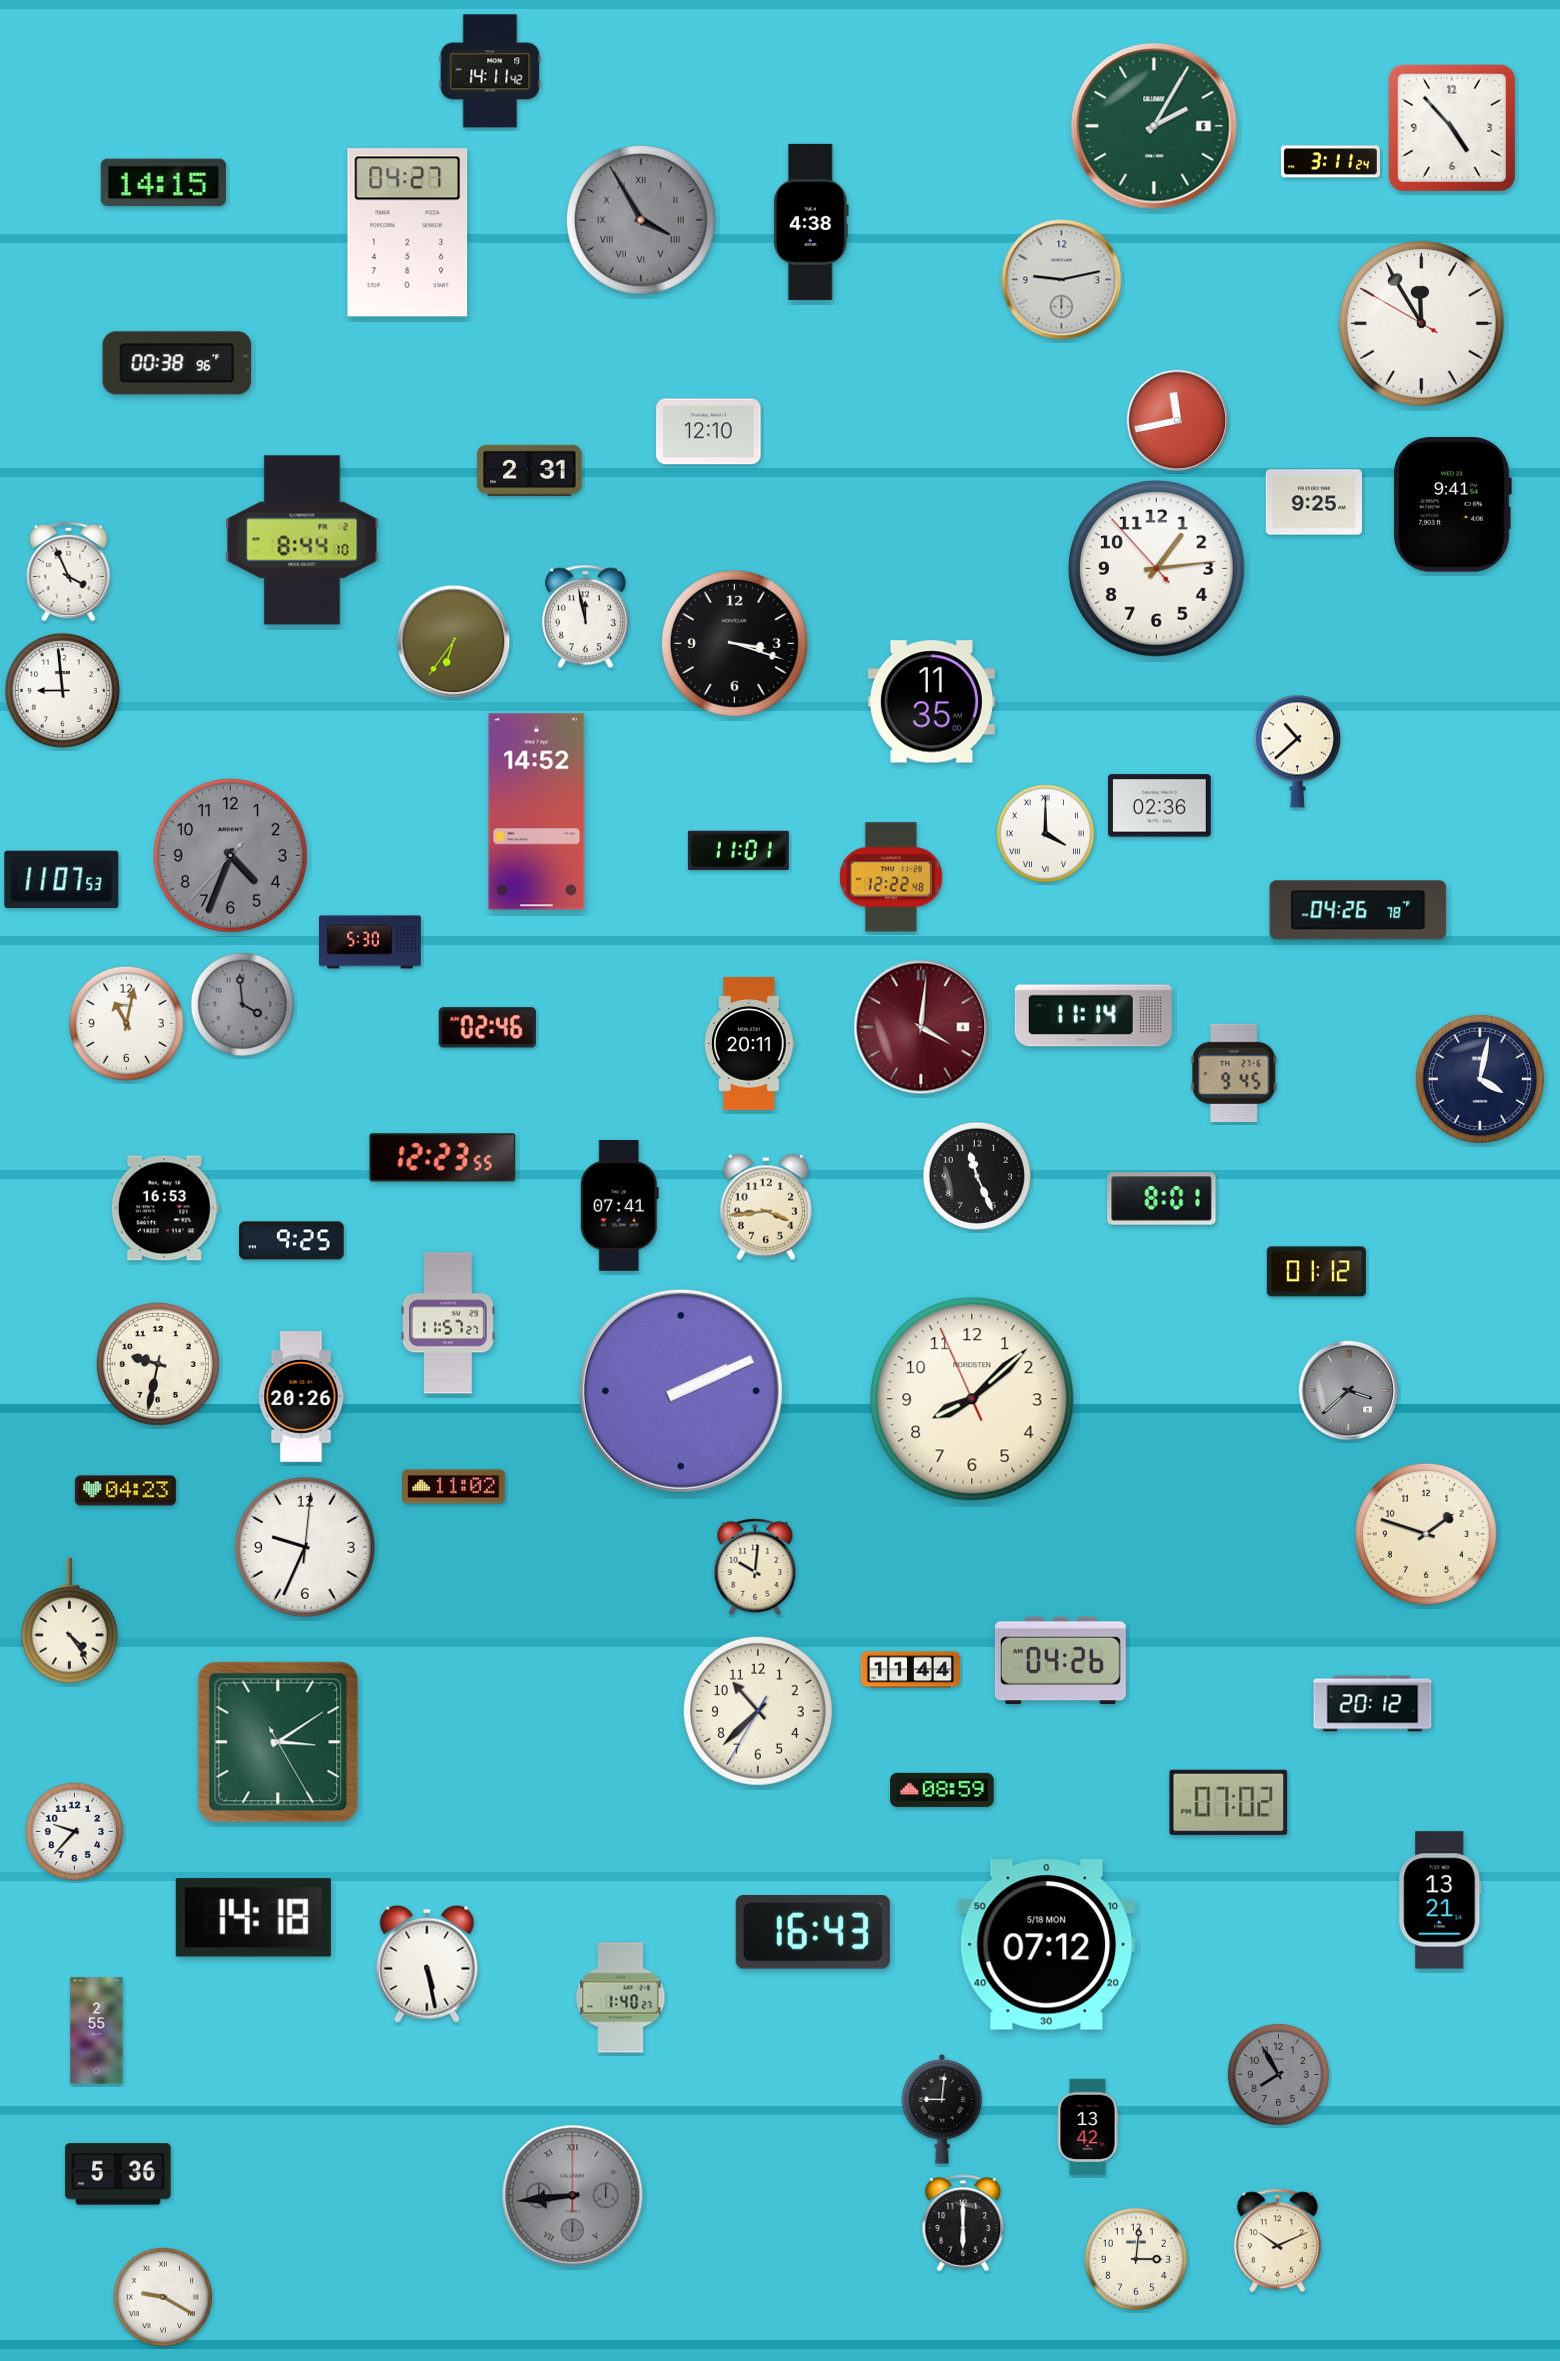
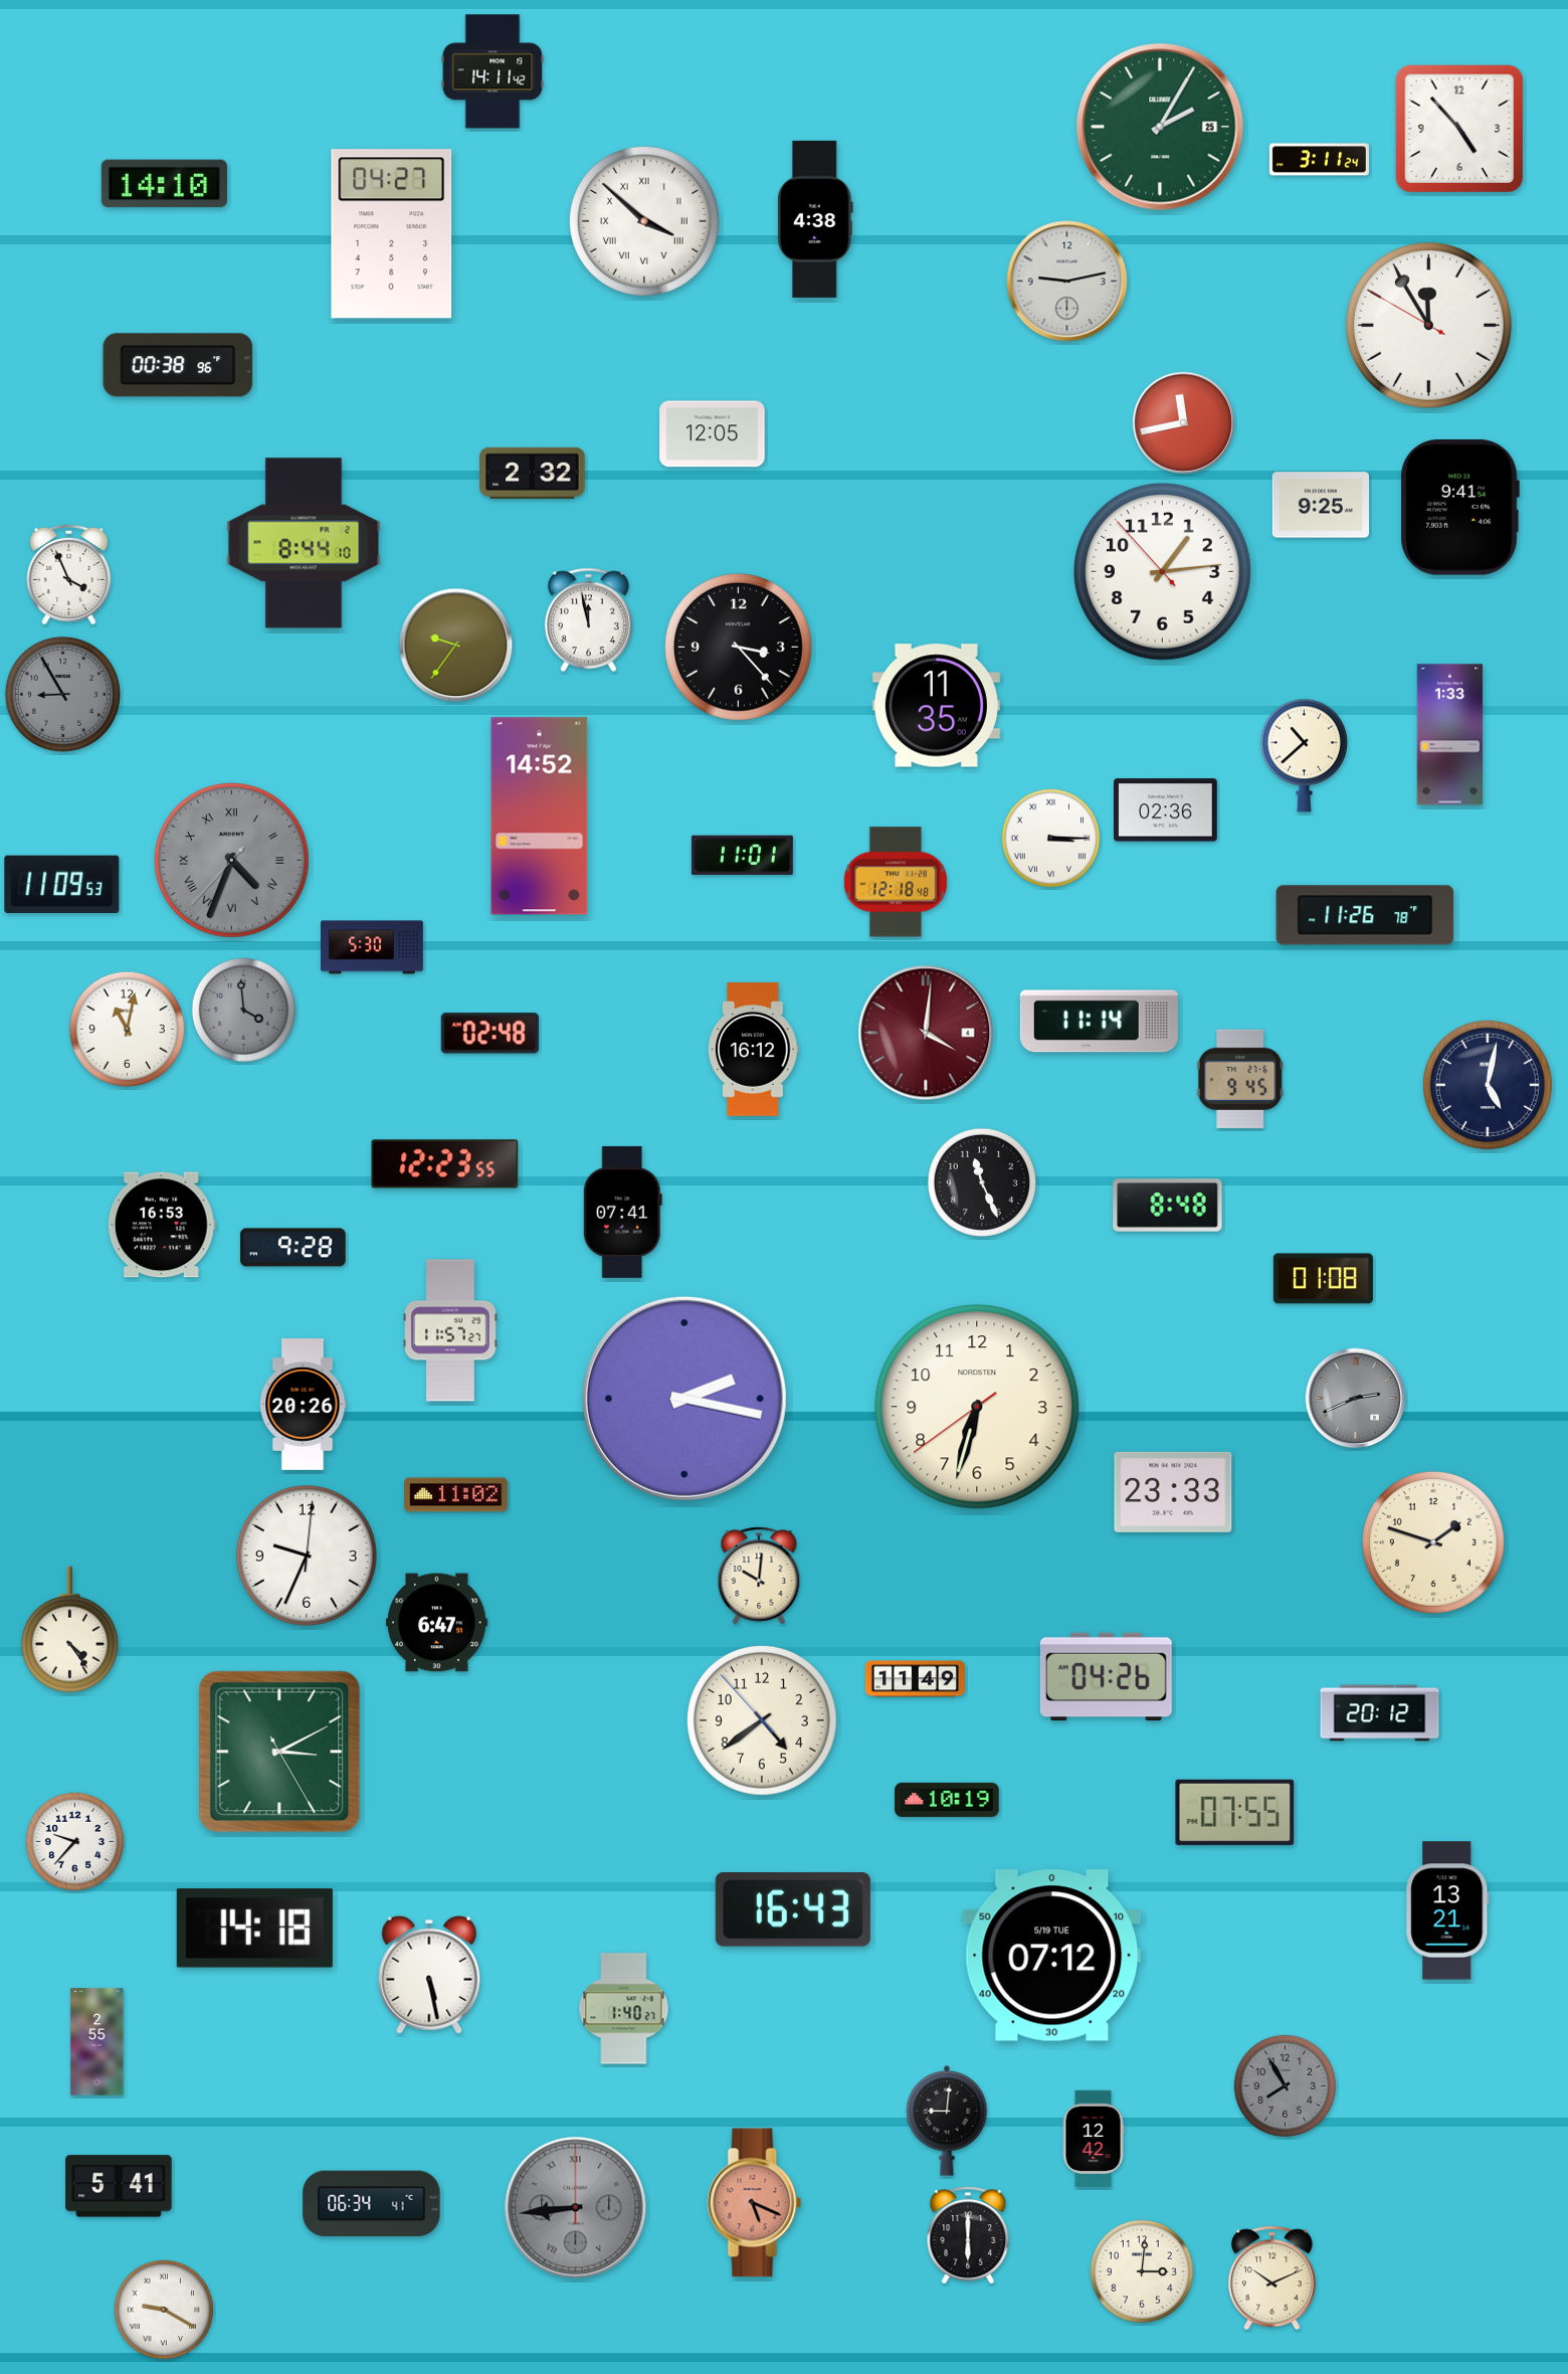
clock at (1154, 126) date: 6 -> 25
clock at (1330, 162) position: (1330, 162) -> (1319, 160)
clock at (163, 183): 14:15 -> 14:10
clock at (641, 220): 3:55 -> 3:52
clock at (641, 220) dial: grey -> white
clock at (811, 222) position: (811, 222) -> (815, 219)
clock at (408, 233) position: (408, 233) -> (392, 234)
clock at (709, 432): 12:10 -> 12:05
clock at (530, 470): 2:31 -> 2:32
clock at (454, 642): 6:36 -> 9:36
clock at (734, 643): 3:18 -> 3:23
clock at (62, 690): 8:59 -> 8:55
clock at (62, 690) dial: white -> grey
clock at (1450, 735): none -> 1:33
clock at (1045, 833): 4:00 -> 3:15
clock at (230, 855) numerals: Arabic -> Roman
clock at (891, 877): 12:22 -> 12:18
clock at (62, 879): 11:07 -> 11:09
clock at (1358, 910): 04:26 -> 11:26
clock at (487, 1028): 02:46 -> 02:48
clock at (750, 1044): 20:11 -> 16:12
clock at (1480, 1079): 4:02 -> 5:02
clock at (1162, 1199): 8:01 -> 8:48
clock at (766, 1207): 3:44 -> none
clock at (165, 1208) position: (165, 1208) -> (162, 1225)
clock at (292, 1241): 9:25 -> 9:28
clock at (1316, 1272): 01:12 -> 01:08
clock at (158, 1364): 9:32 -> none
clock at (681, 1391): 2:11 -> 2:17
clock at (1349, 1391): 3:38 -> 2:41
clock at (972, 1399): 8:07 -> 6:32
clock at (1173, 1492): none -> 23:33
clock at (125, 1491): 04:23 -> none
clock at (436, 1623): none -> 6:47
clock at (1060, 1661) position: (1060, 1661) -> (1106, 1677)
clock at (910, 1670): 11:44 -> 11:49
clock at (758, 1711): 10:37 -> 4:38
clock at (278, 1742): 3:09 -> 3:10
clock at (942, 1790): 08:59 -> 10:19
clock at (1229, 1802): 07:02 -> 07:55
clock at (813, 1933) position: (813, 1933) -> (793, 1910)
clock at (1047, 1945) date: 5/18 MON -> 5/19 TUE
clock at (1088, 2127): 13:42 -> 12:42
clock at (118, 2174): 5:36 -> 5:41
clock at (755, 2203): none -> 5:19
clock at (372, 2204): none -> 06:34
clock at (1277, 2241) position: (1277, 2241) -> (1271, 2278)
